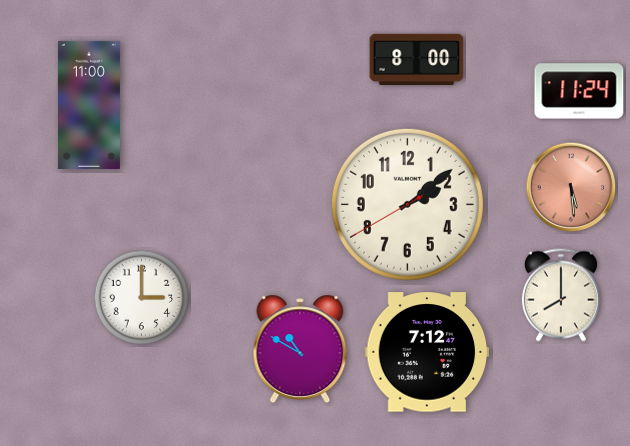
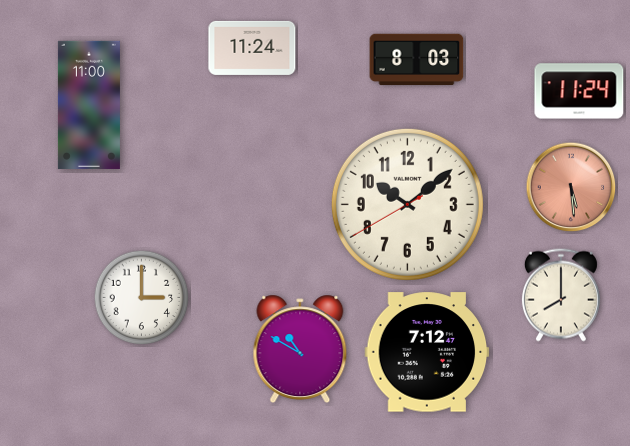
clock at (252, 48): none -> 11:24
clock at (417, 60): 8:00 -> 8:03
clock at (407, 204): 2:08 -> 10:08
